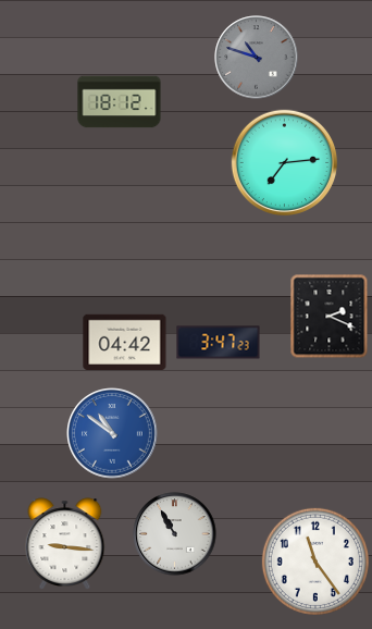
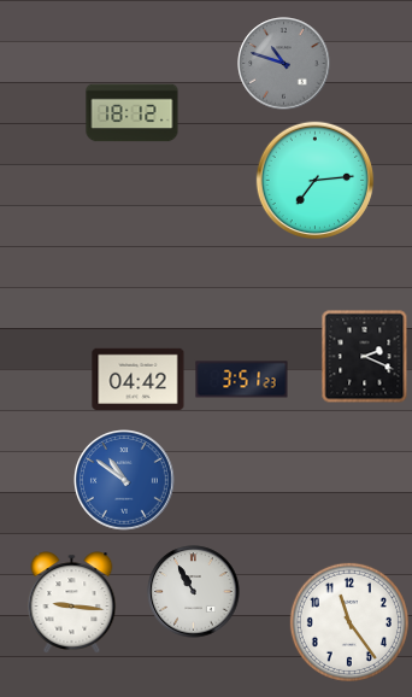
clock at (330, 316) position: (330, 316) -> (365, 356)
clock at (219, 343): 3:47 -> 3:51
